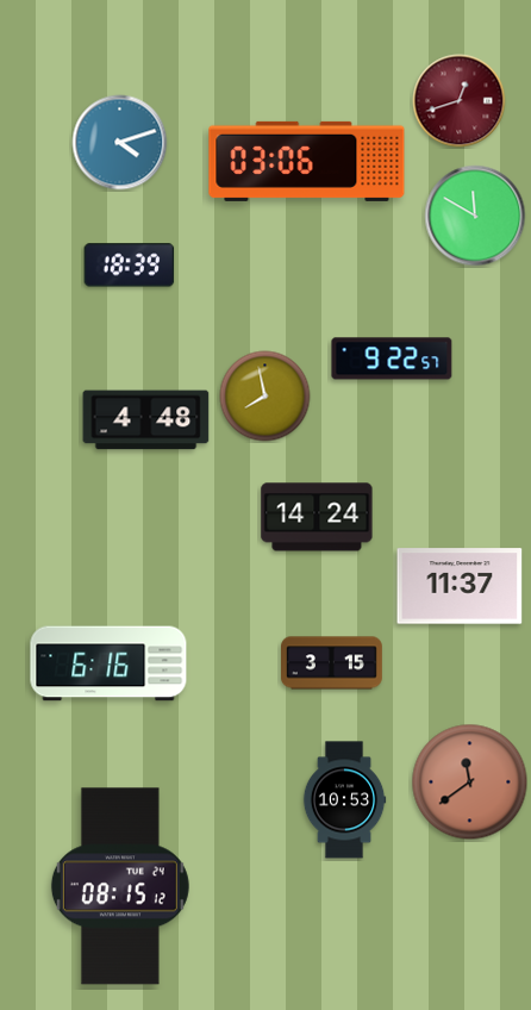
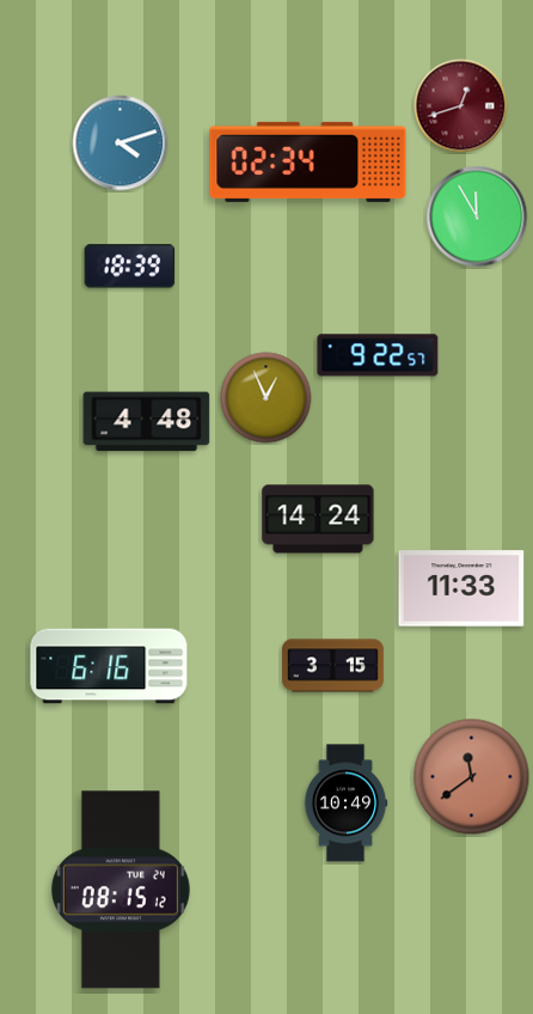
clock at (460, 101) position: (460, 101) -> (461, 106)
clock at (307, 161): 03:06 -> 02:34
clock at (475, 216): 11:50 -> 11:55
clock at (392, 359) position: (392, 359) -> (378, 355)
clock at (265, 397): 7:58 -> 12:56
clock at (460, 586): 11:37 -> 11:33
clock at (470, 783) position: (470, 783) -> (472, 777)
clock at (344, 800): 10:53 -> 10:49
